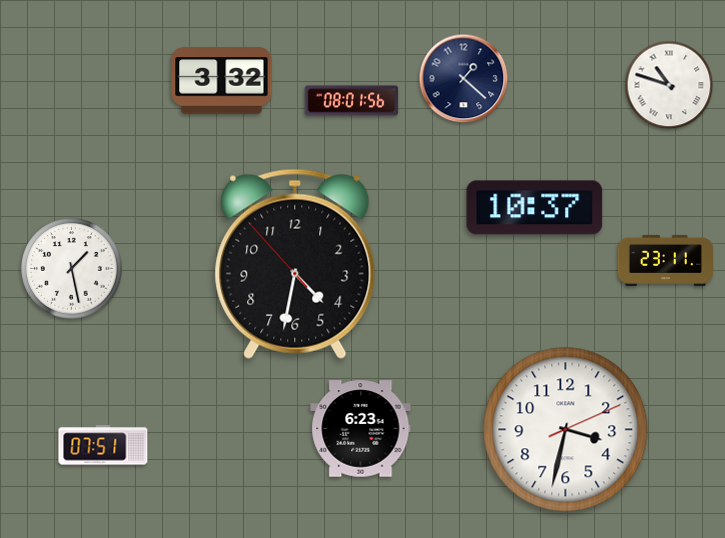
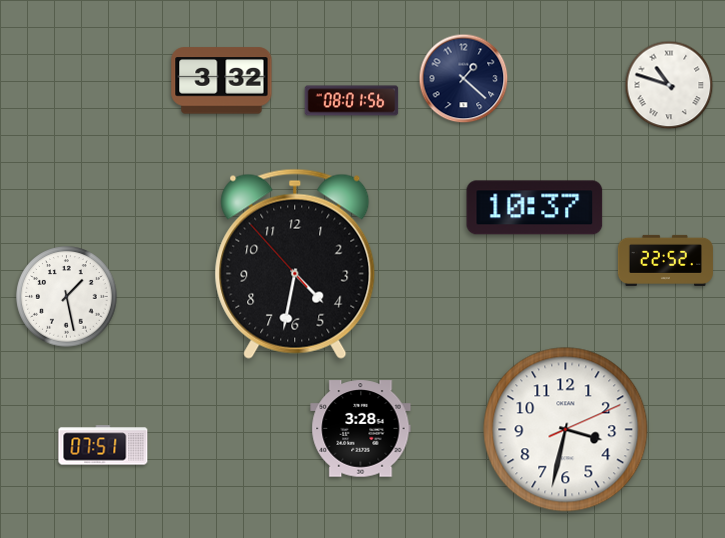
clock at (665, 260): 23:11 -> 22:52
clock at (72, 269) position: (72, 269) -> (67, 297)
clock at (361, 429): 6:23 -> 3:28
